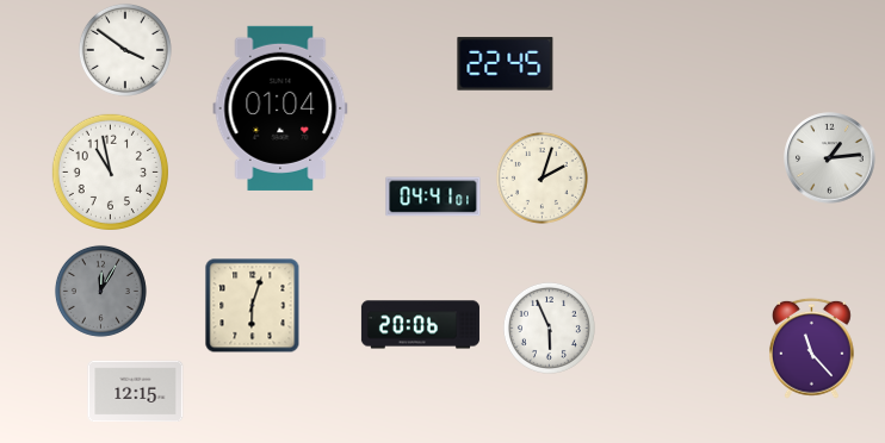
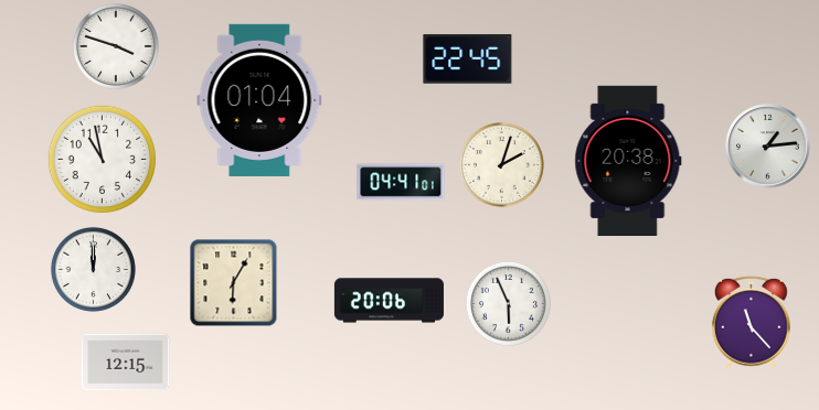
clock at (125, 50): 3:51 -> 3:48
clock at (628, 160): none -> 20:38
clock at (100, 291): 12:05 -> 12:00
clock at (100, 291) dial: grey -> white
clock at (253, 306): 6:03 -> 6:05
